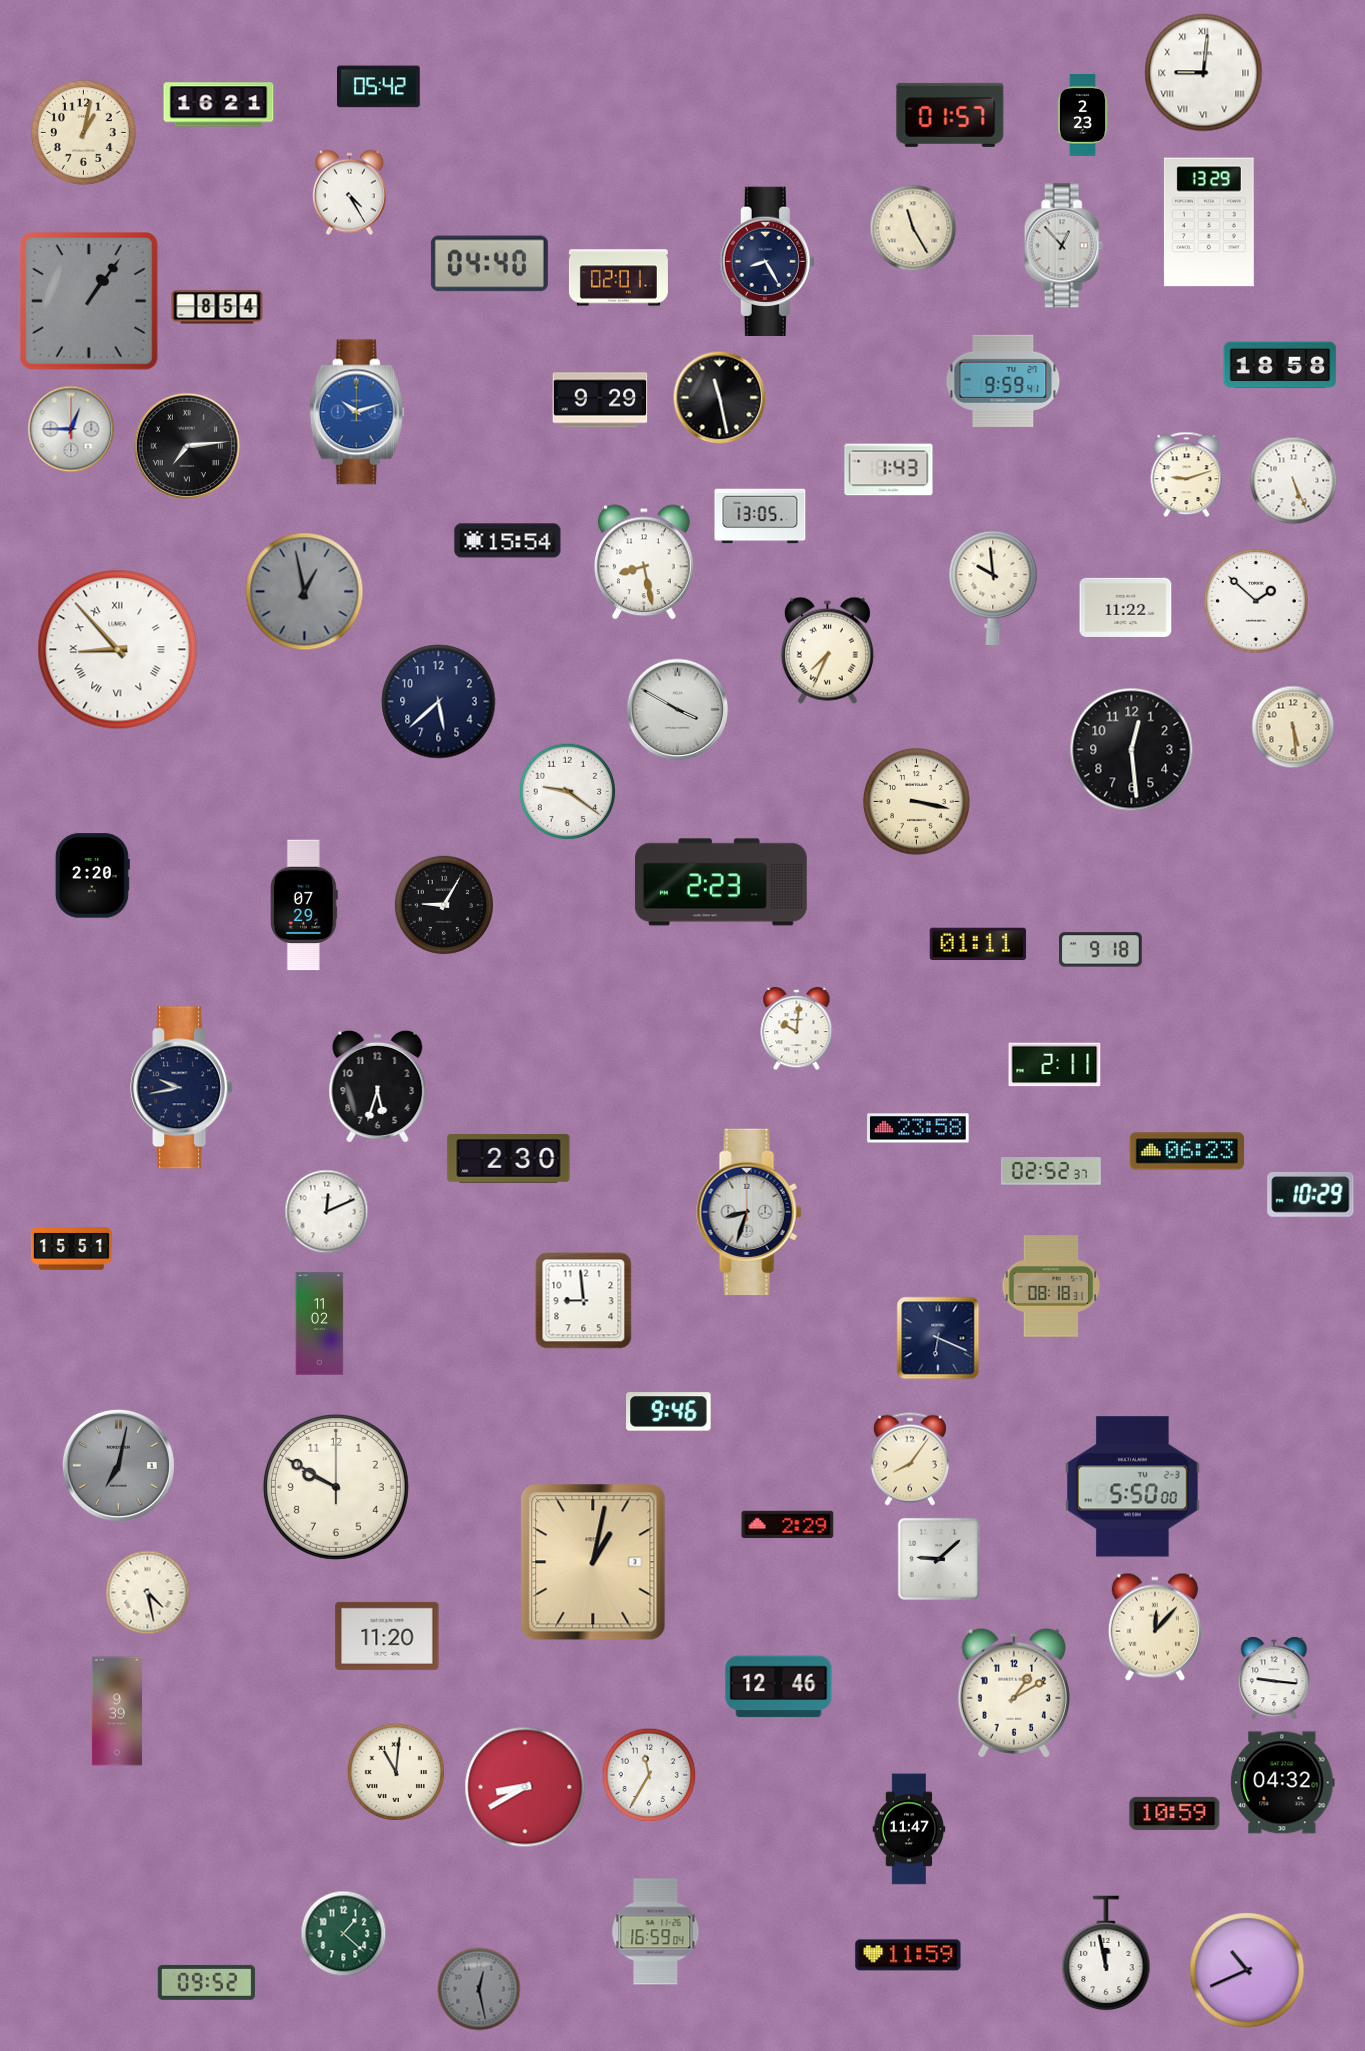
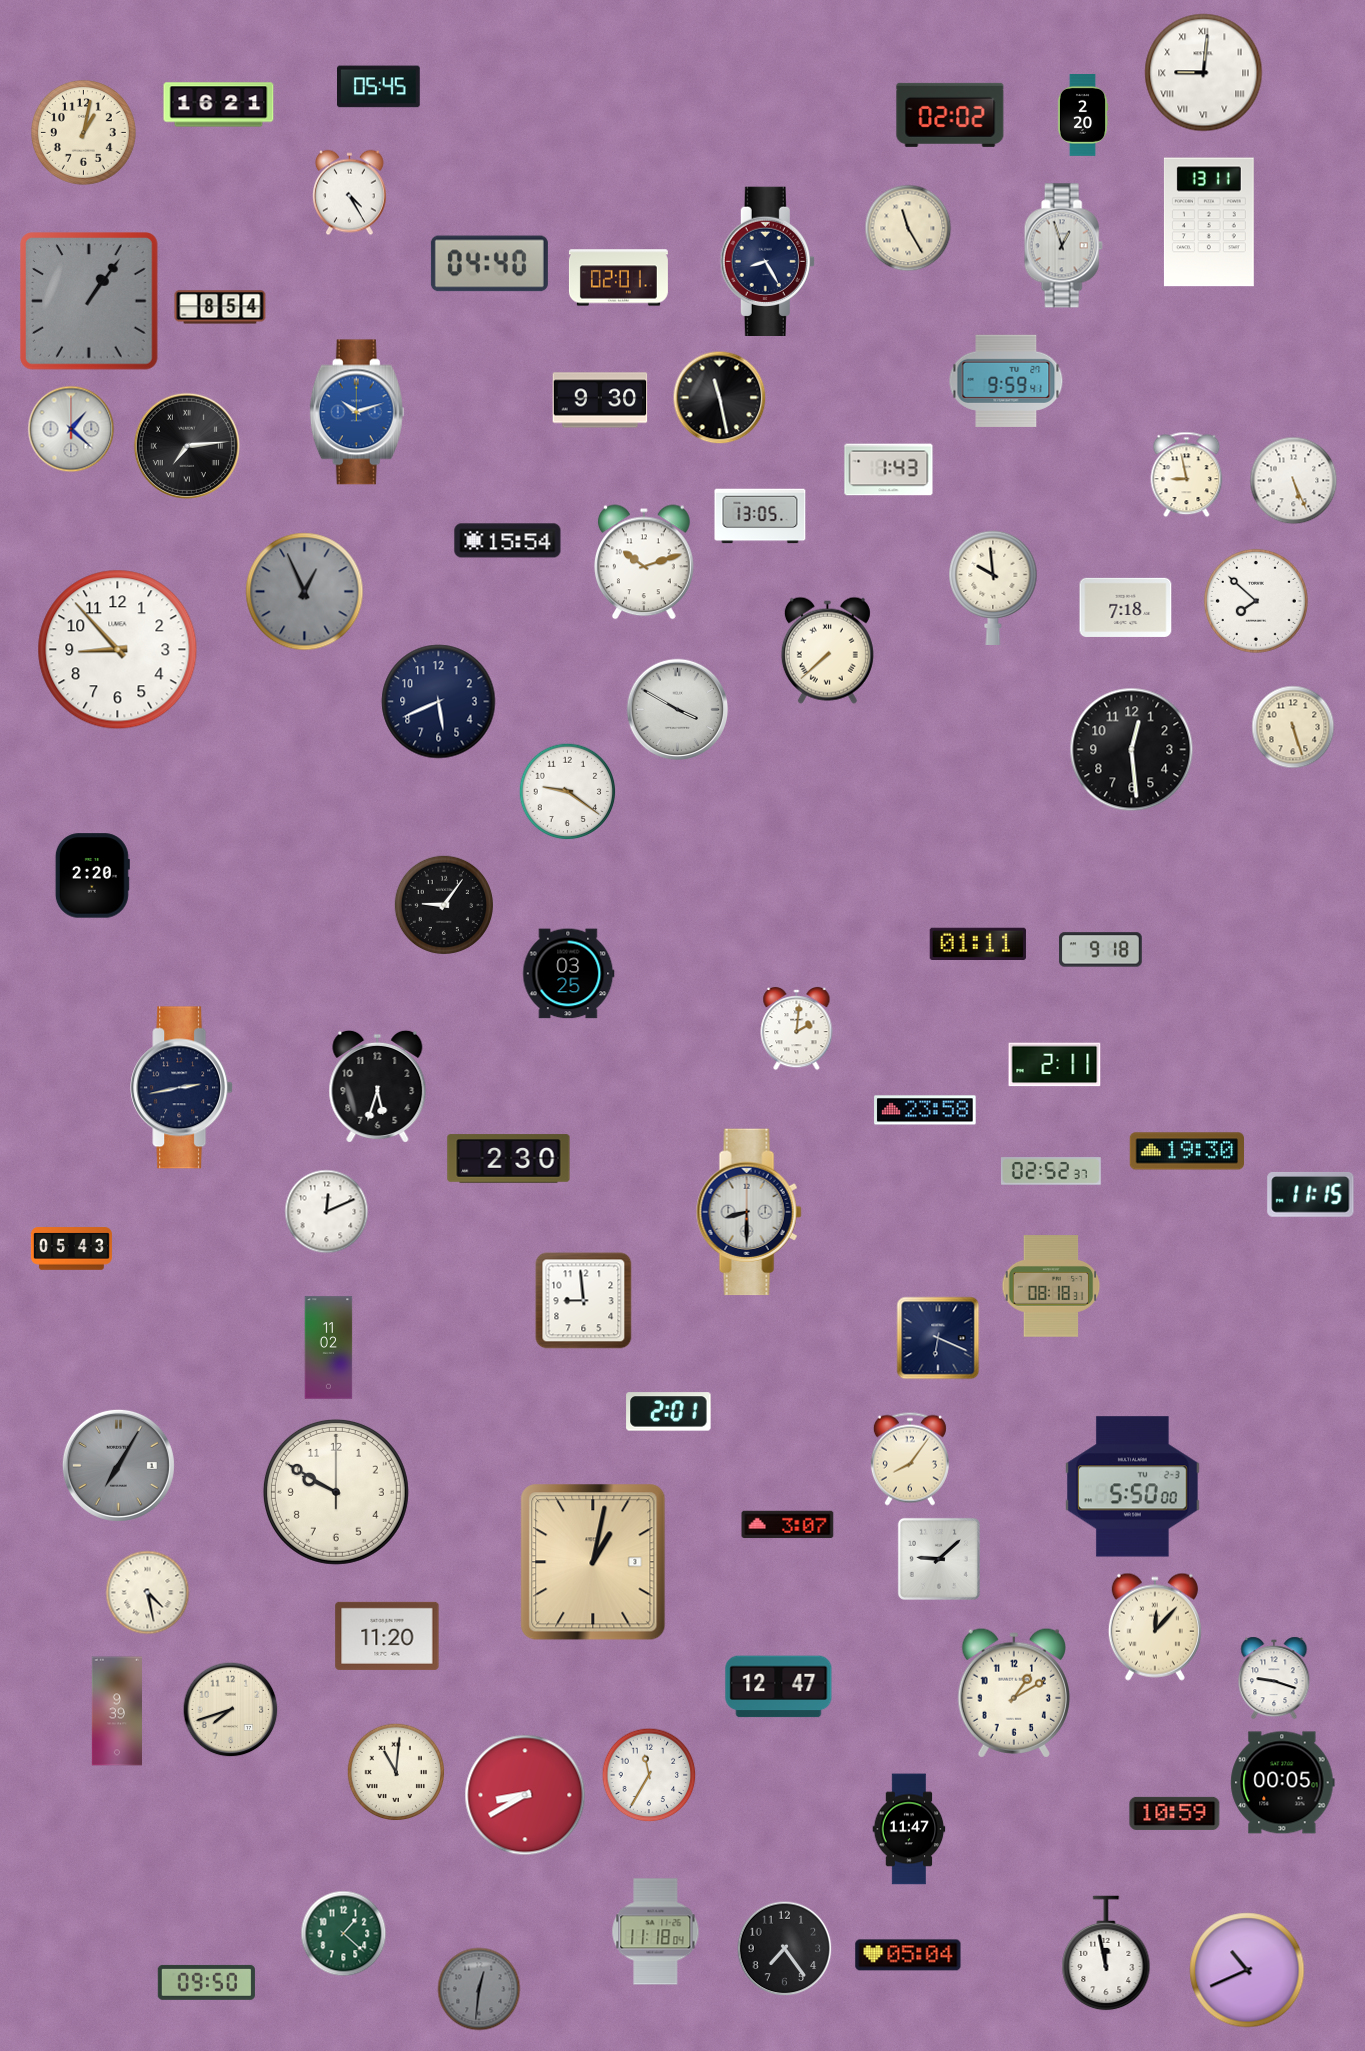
clock at (379, 87): 05:42 -> 05:45
clock at (950, 115): 01:57 -> 02:02
clock at (1083, 116): 2:23 -> 2:20
clock at (1209, 222): 13:29 -> 13:11
clock at (913, 228) position: (913, 228) -> (908, 228)
clock at (1063, 246): 12:53 -> 12:57
clock at (217, 307) position: (217, 307) -> (220, 307)
clock at (1280, 365): 18:58 -> none
clock at (1003, 381) position: (1003, 381) -> (1006, 381)
clock at (600, 400): 9:29 -> 9:30
clock at (71, 429): 12:45 -> 1:22
clock at (1187, 475): 9:12 -> 8:58
clock at (645, 562): 8:28 -> 10:12
clock at (305, 592): 12:58 -> 12:56
clock at (1256, 601): 1:52 -> 7:52
clock at (1126, 607): 11:22 -> 7:18
clock at (118, 650) numerals: Roman -> Arabic
clock at (827, 650): 7:34 -> 7:38
clock at (439, 702): 5:38 -> 5:41
clock at (1293, 727): 5:29 -> 5:27
clock at (917, 802): 3:17 -> none
clock at (721, 882): 2:23 -> none
clock at (304, 905): 07:29 -> none
clock at (444, 905): 9:05 -> 9:06
clock at (569, 974): none -> 03:25
clock at (797, 1029): 10:01 -> 2:01
clock at (182, 1088): 9:43 -> 2:43
clock at (918, 1128) position: (918, 1128) -> (925, 1110)
clock at (1186, 1151): 06:23 -> 19:30
clock at (1311, 1195): 10:29 -> 11:15
clock at (749, 1212): 8:33 -> 8:30
clock at (71, 1249): 15:51 -> 05:43
clock at (320, 1324) position: (320, 1324) -> (329, 1348)
clock at (669, 1412): 9:46 -> 2:01
clock at (118, 1465): 7:02 -> 7:05
clock at (336, 1487) position: (336, 1487) -> (336, 1492)
clock at (788, 1525): 2:29 -> 3:07
clock at (1274, 1678): 9:16 -> 9:18
clock at (779, 1687): 12:46 -> 12:47
clock at (231, 1710): none -> 7:42
clock at (1283, 1783): 04:32 -> 00:05
clock at (525, 1787) position: (525, 1787) -> (525, 1795)
clock at (656, 1932): 16:59 -> 11:18
clock at (785, 1949): none -> 7:24
clock at (908, 1955): 11:59 -> 05:04
clock at (206, 1982): 09:52 -> 09:50
clock at (479, 1989): 12:28 -> 12:31
